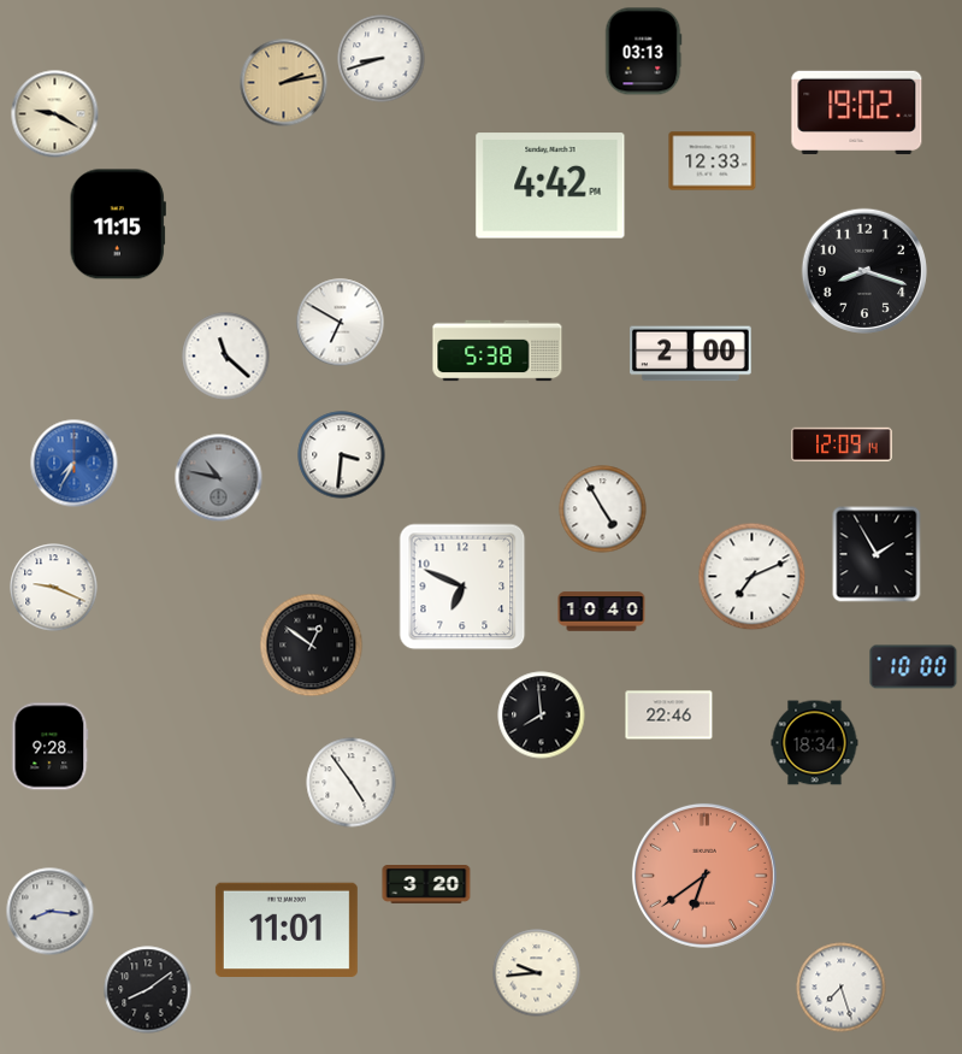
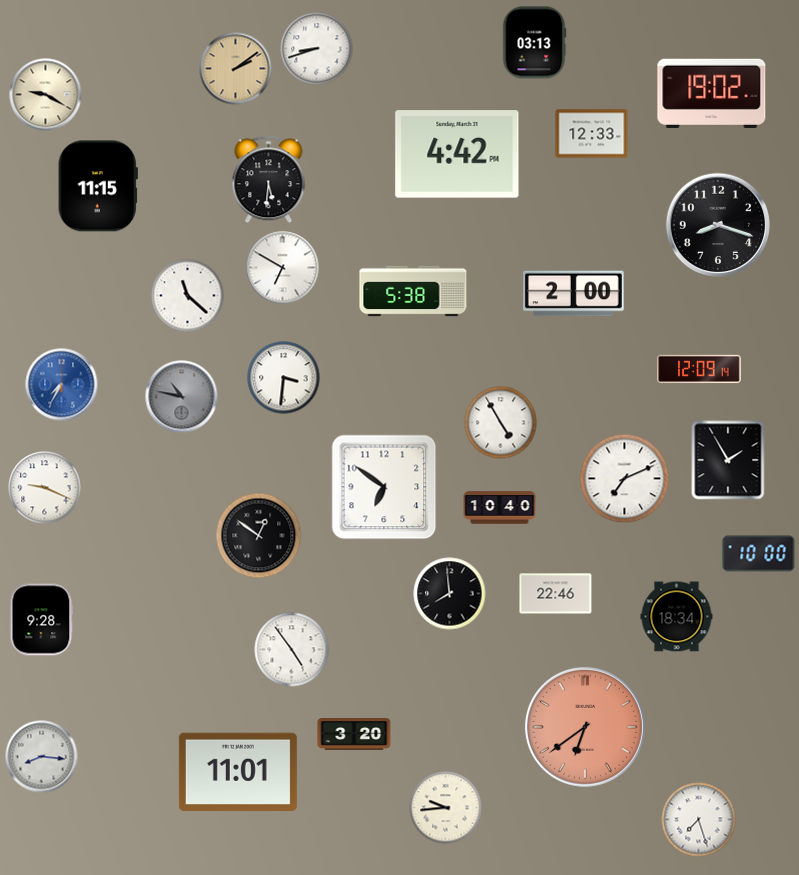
clock at (284, 83): 2:13 -> 2:09
clock at (269, 180): none -> 5:31
clock at (462, 587): 6:49 -> 6:51
clock at (148, 990): 8:09 -> none
